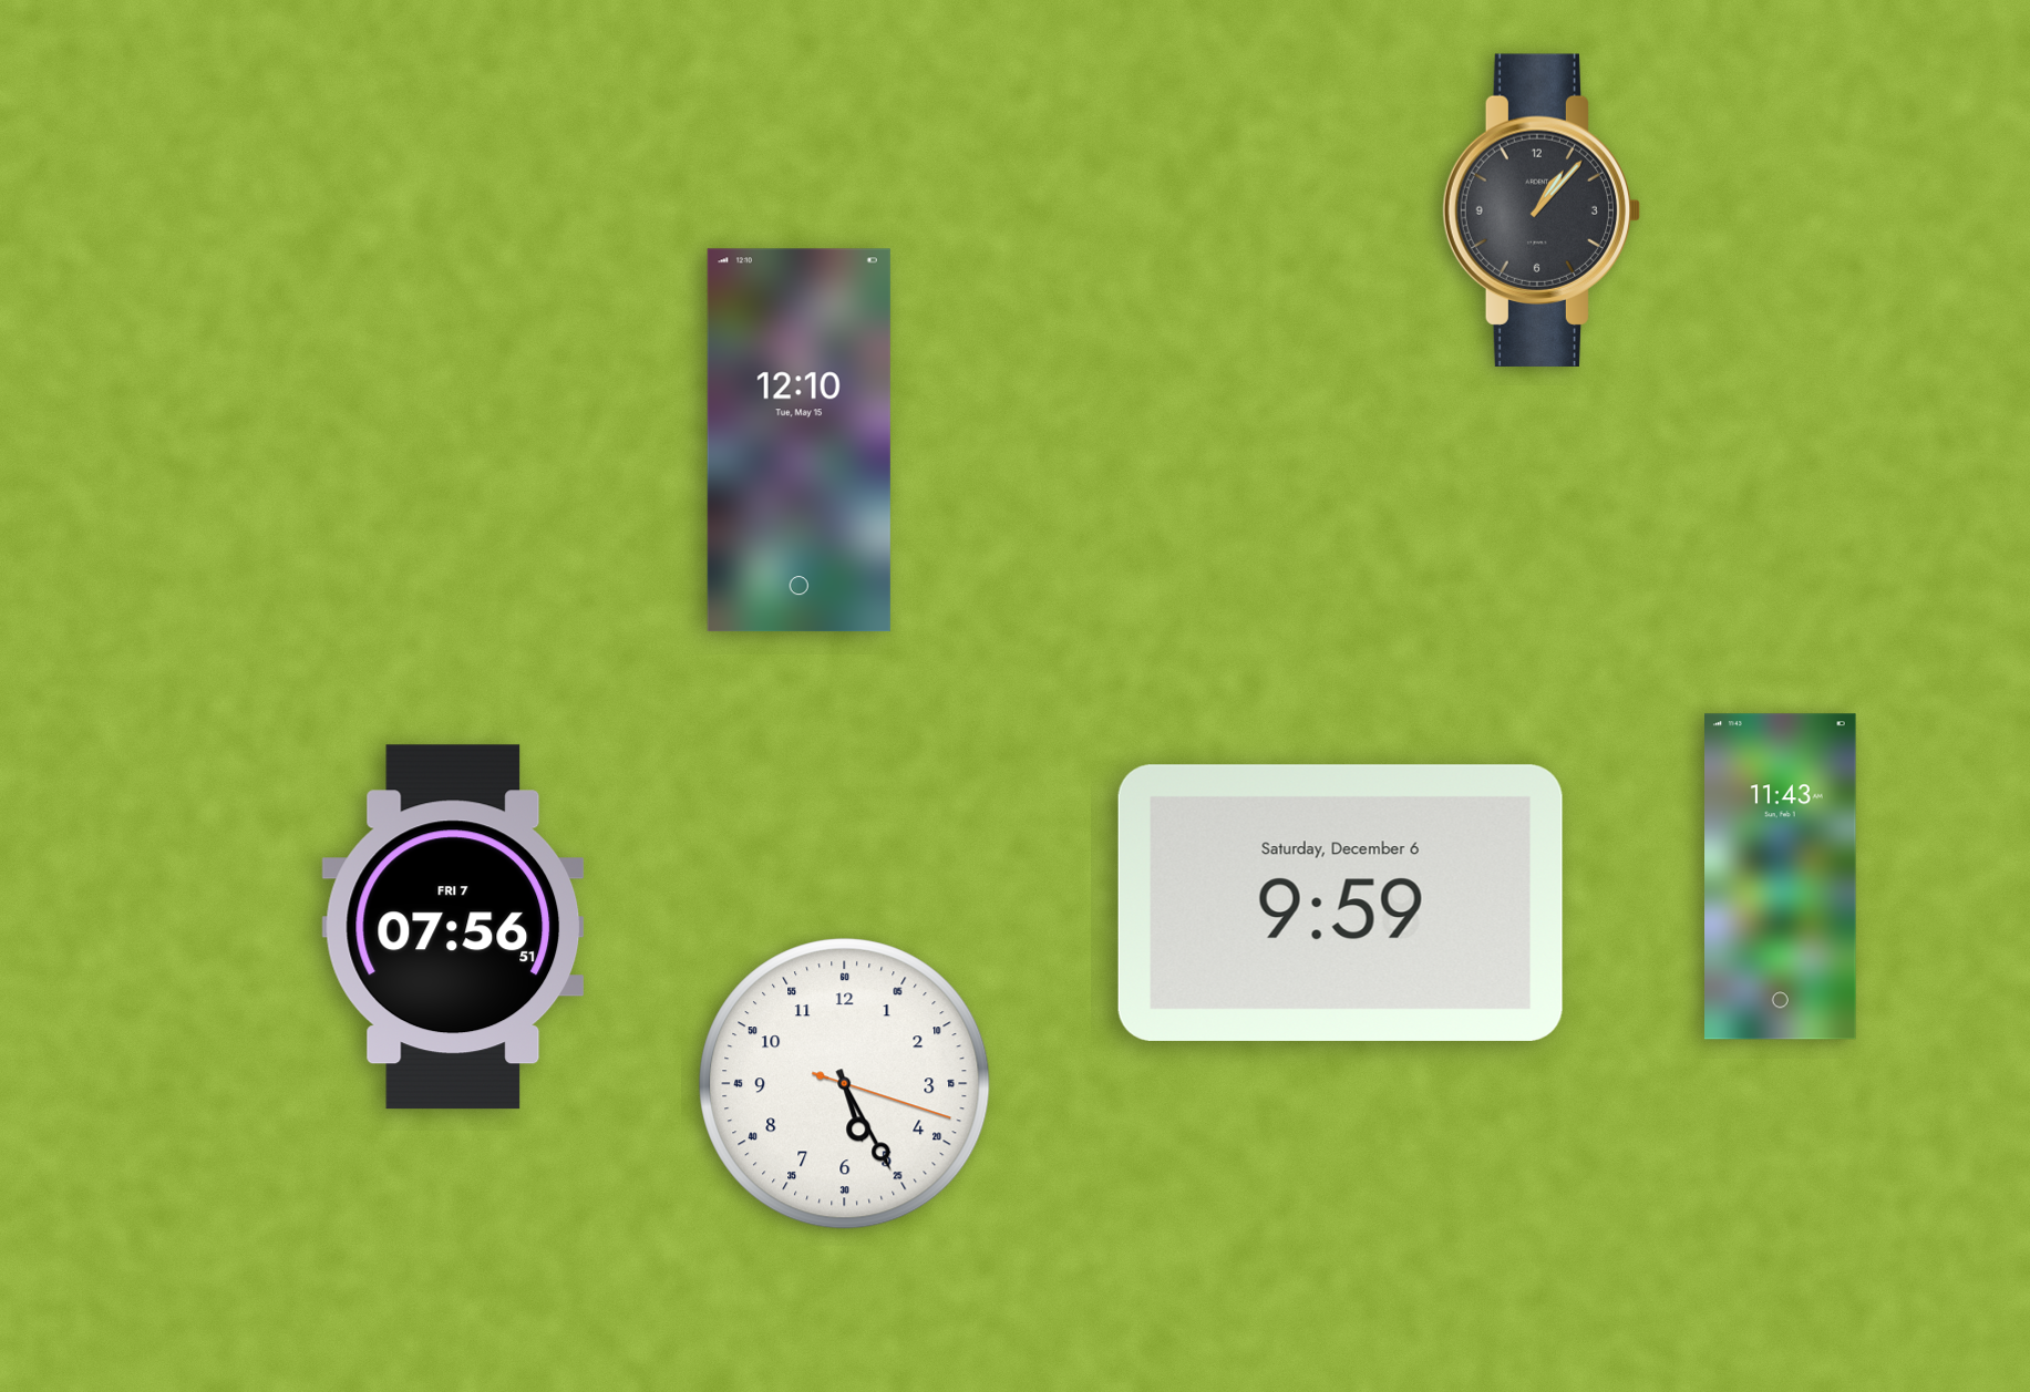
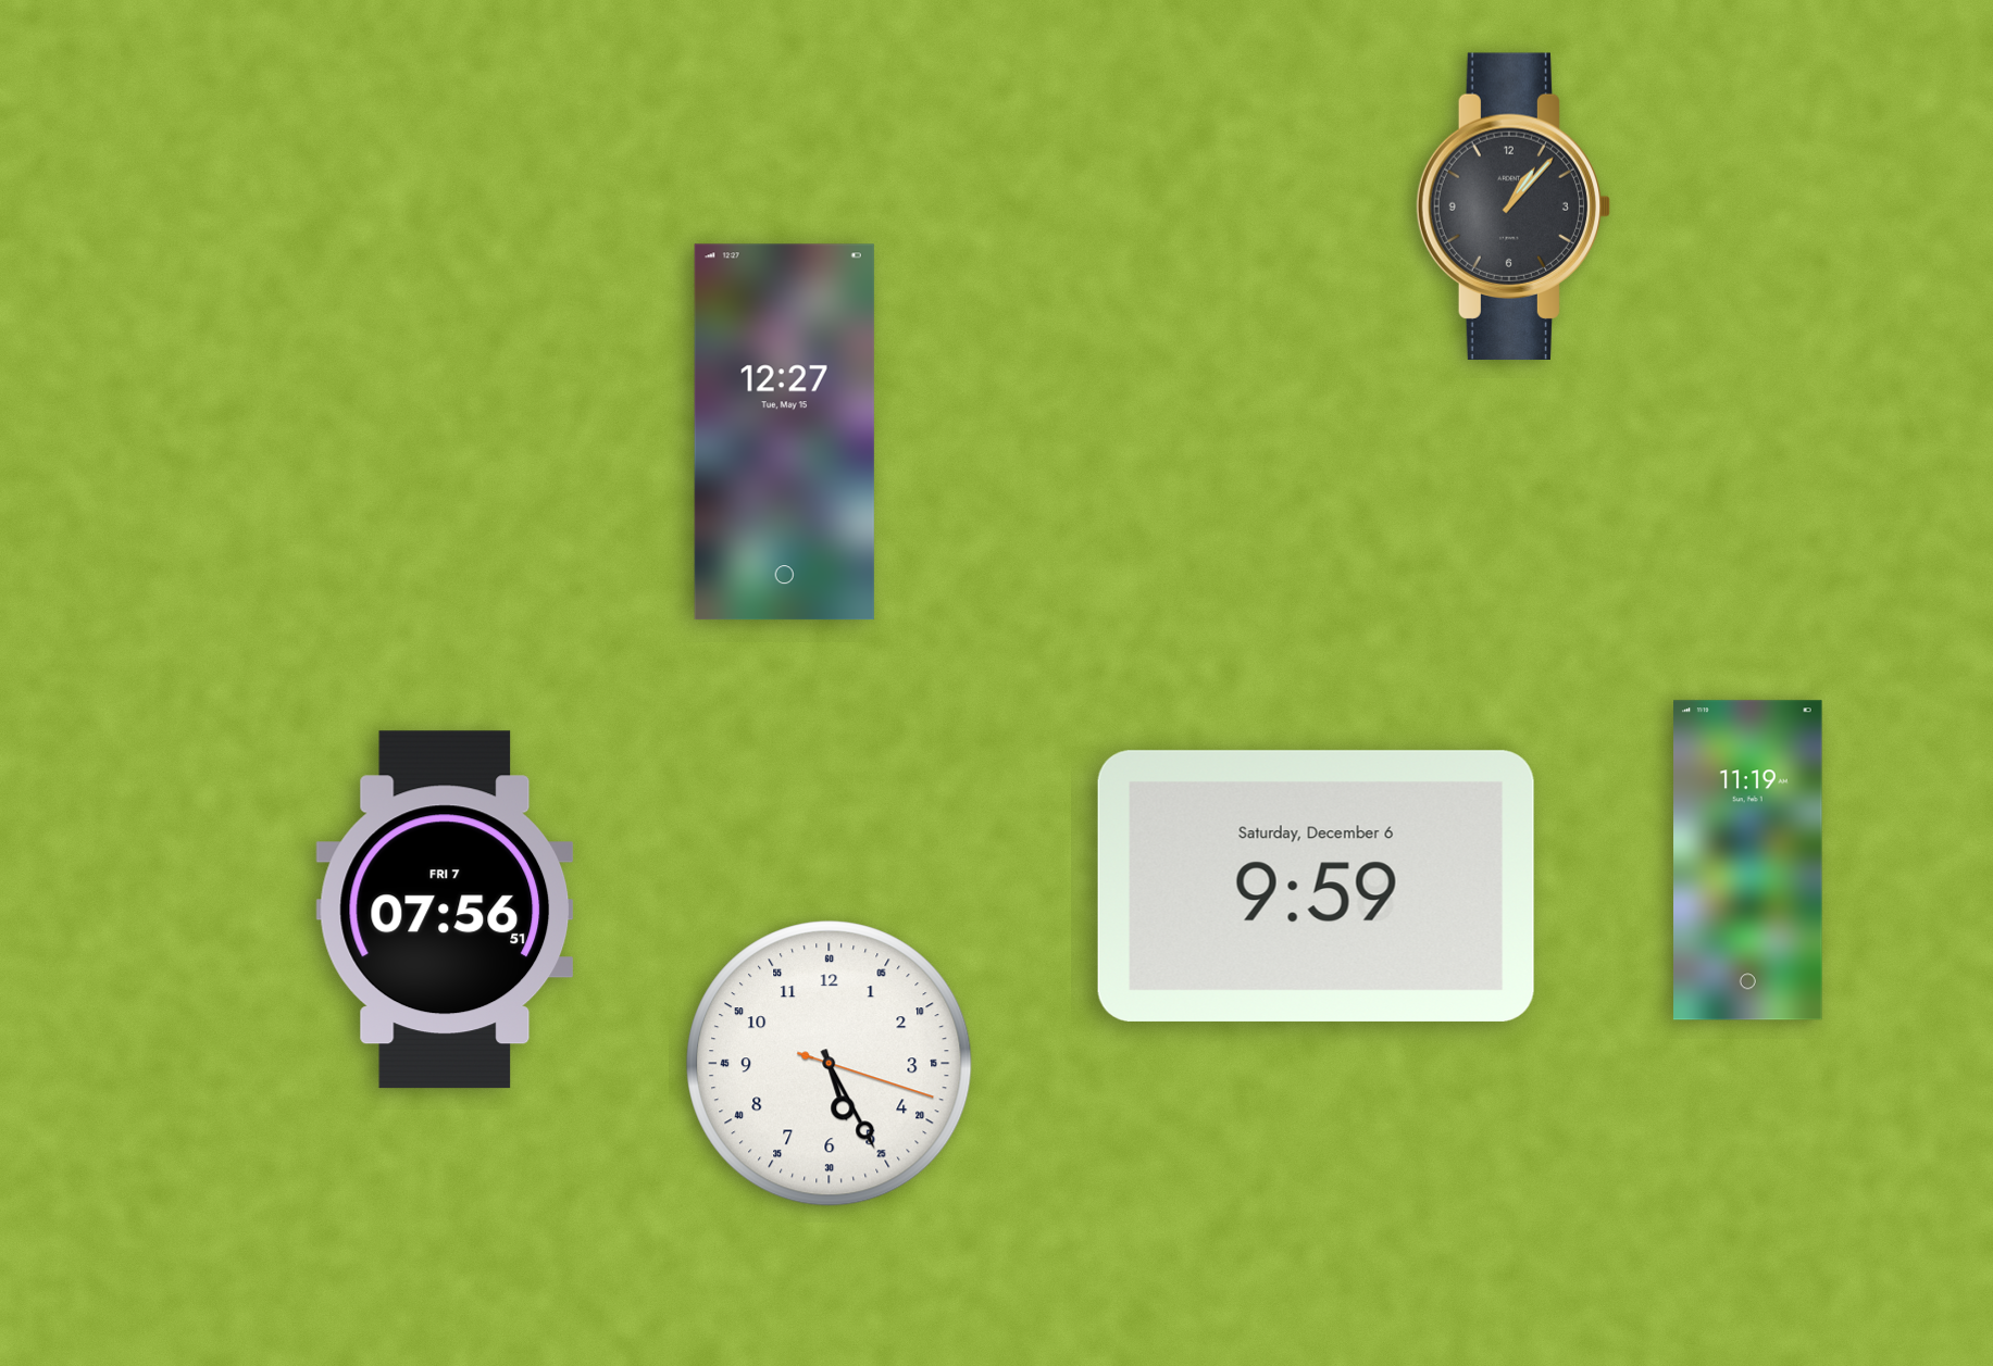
clock at (798, 441): 12:10 -> 12:27
clock at (1781, 877): 11:43 -> 11:19
